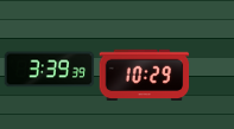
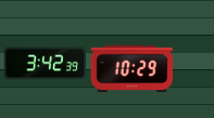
clock at (50, 70): 3:39 -> 3:42
